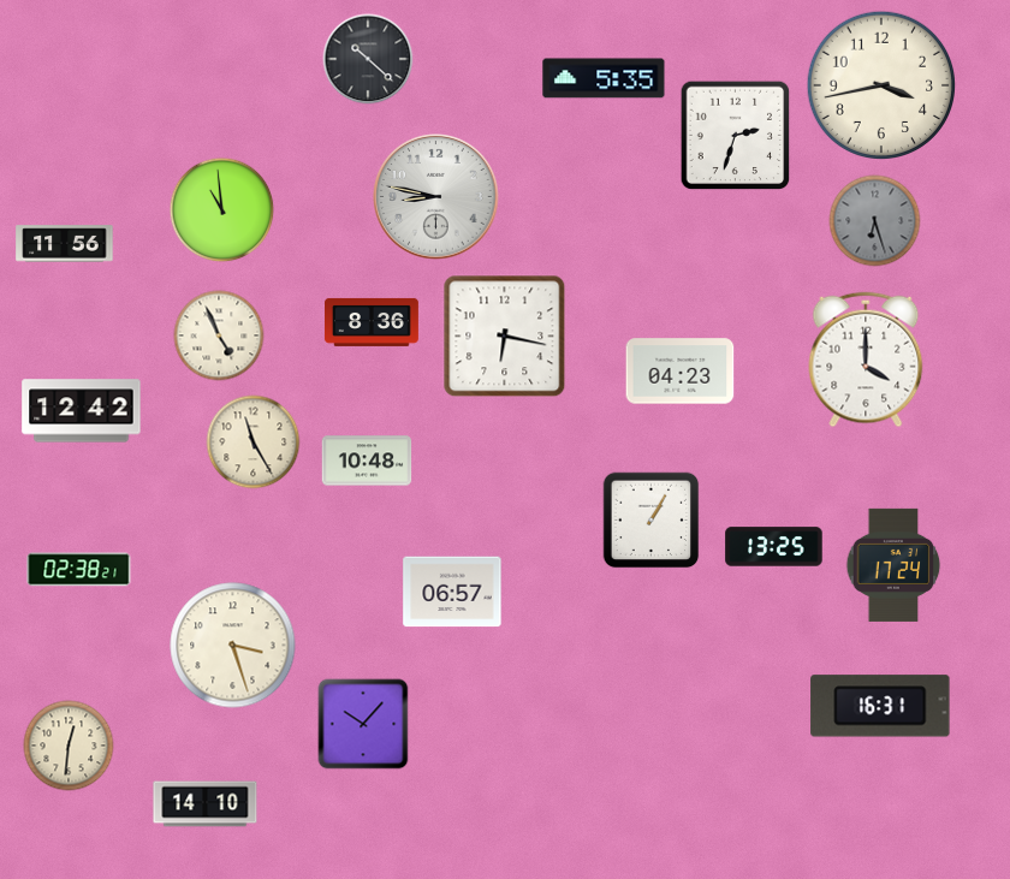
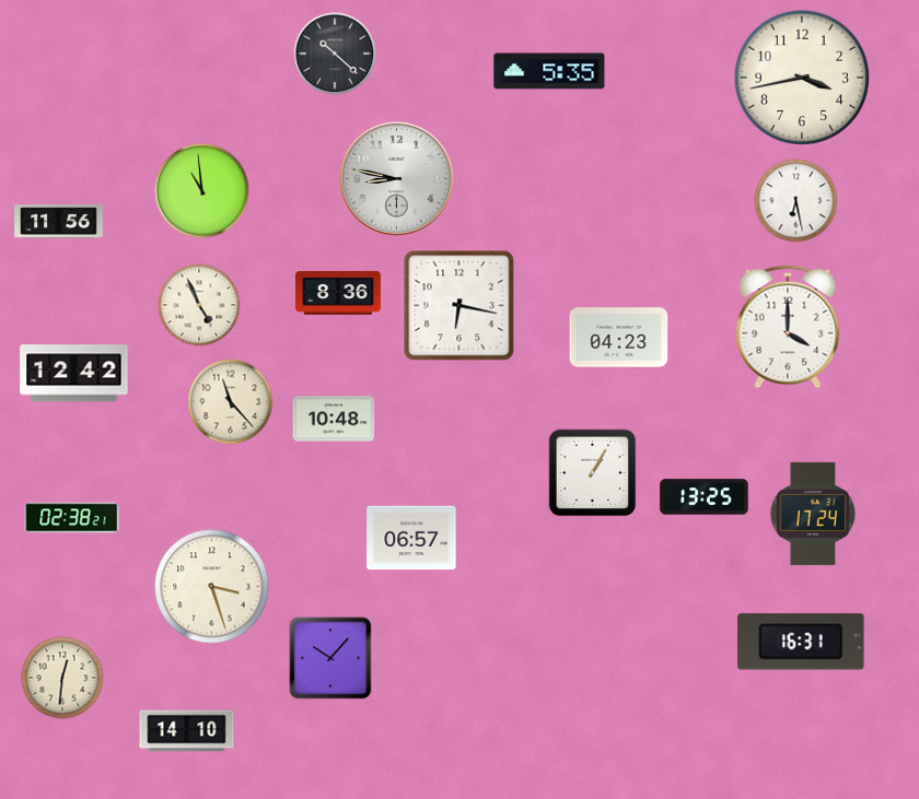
clock at (736, 136): 2:33 -> none
clock at (875, 221): 6:27 -> 6:28
clock at (875, 221) dial: grey -> white
clock at (254, 443): 11:25 -> 11:23
